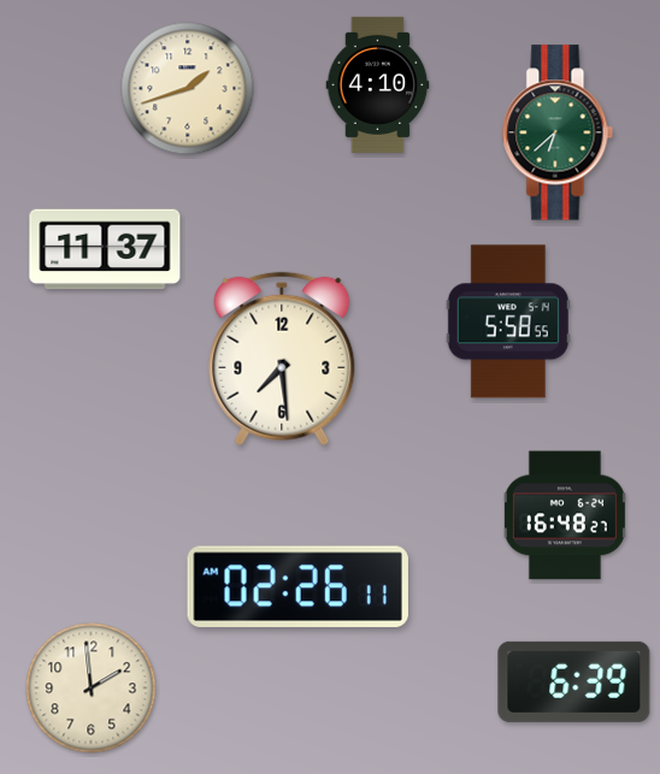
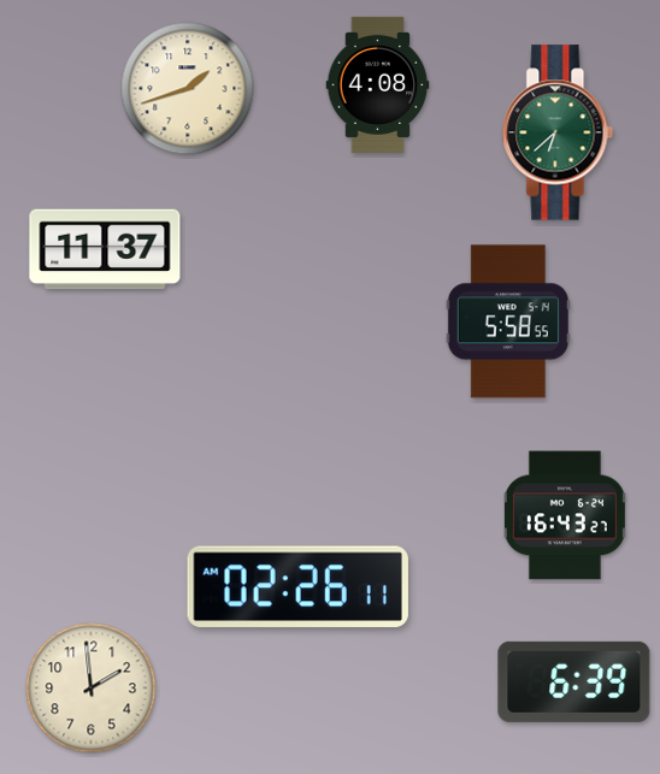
clock at (378, 84): 4:10 -> 4:08
clock at (282, 359): 7:29 -> none
clock at (565, 515): 16:48 -> 16:43
